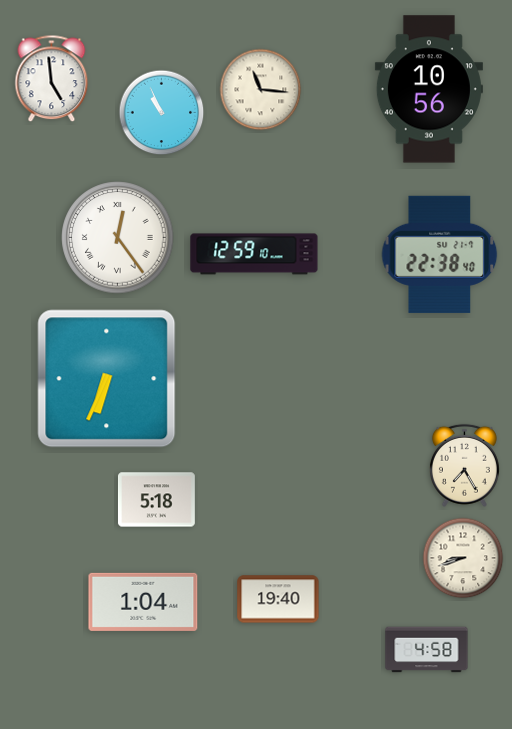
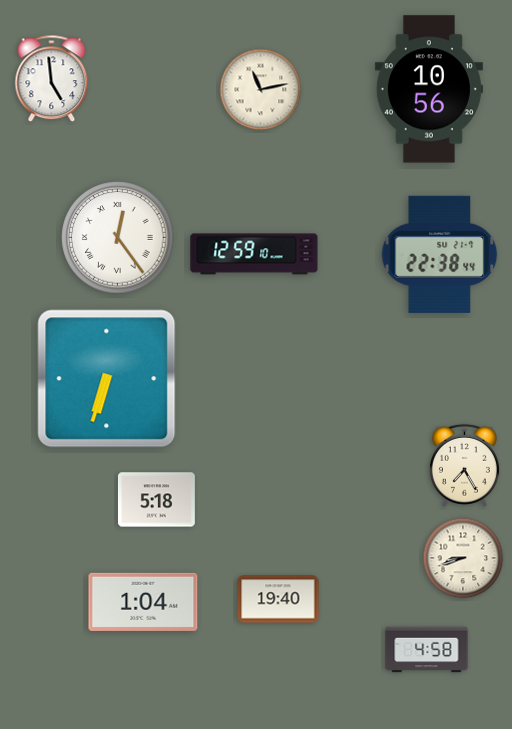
clock at (261, 90): 11:16 -> 11:13
clock at (162, 113): 10:56 -> none
clock at (440, 254): 22:38:40 -> 22:38:44
clock at (107, 379): 6:34 -> 6:33
